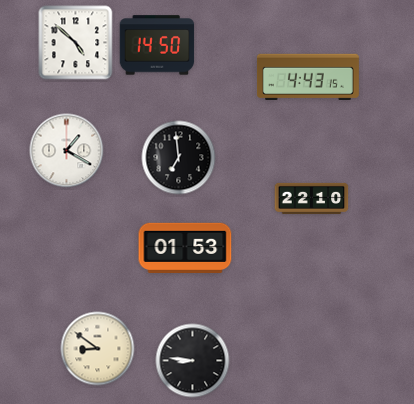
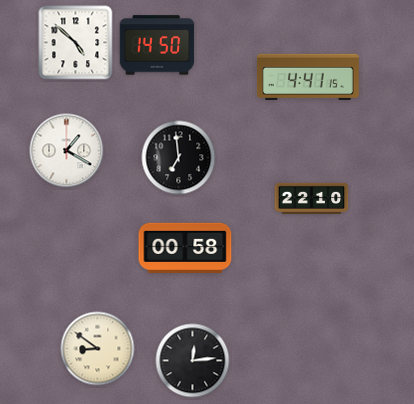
clock at (308, 76): 4:43 -> 4:41
clock at (185, 247): 01:53 -> 00:58
clock at (193, 361): 8:46 -> 12:14
